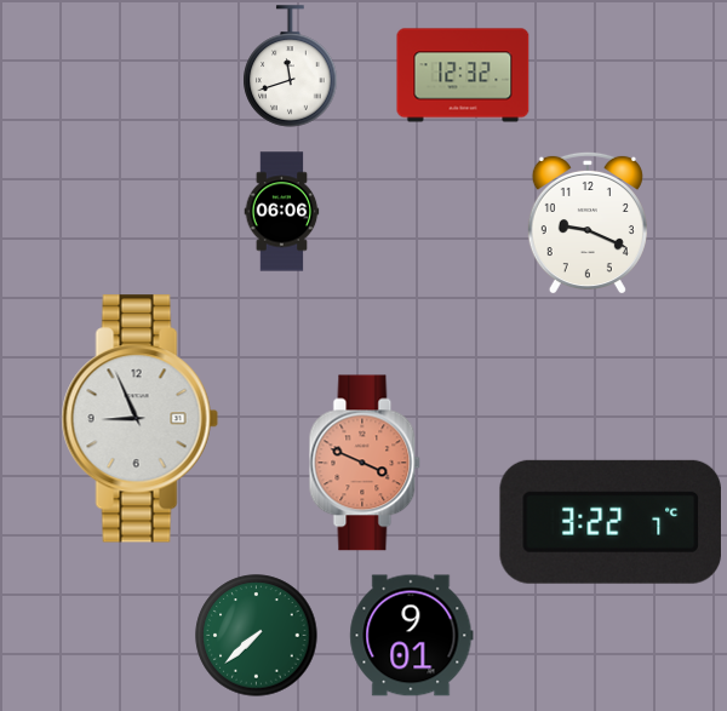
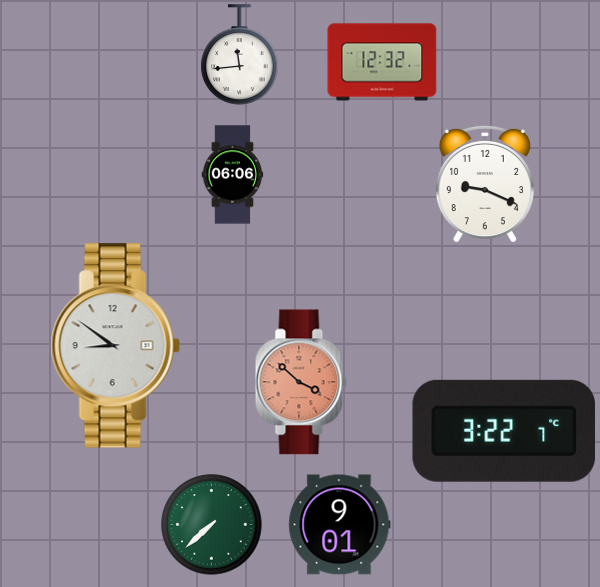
clock at (291, 67): 11:42 -> 11:44
clock at (139, 419): 8:56 -> 8:51
clock at (365, 463): 3:49 -> 3:52
